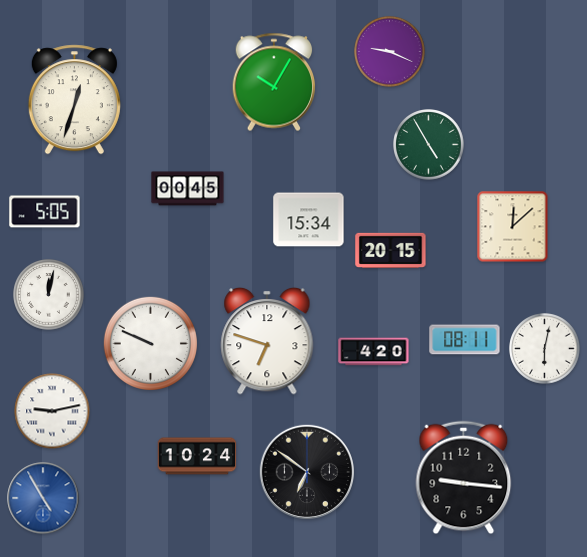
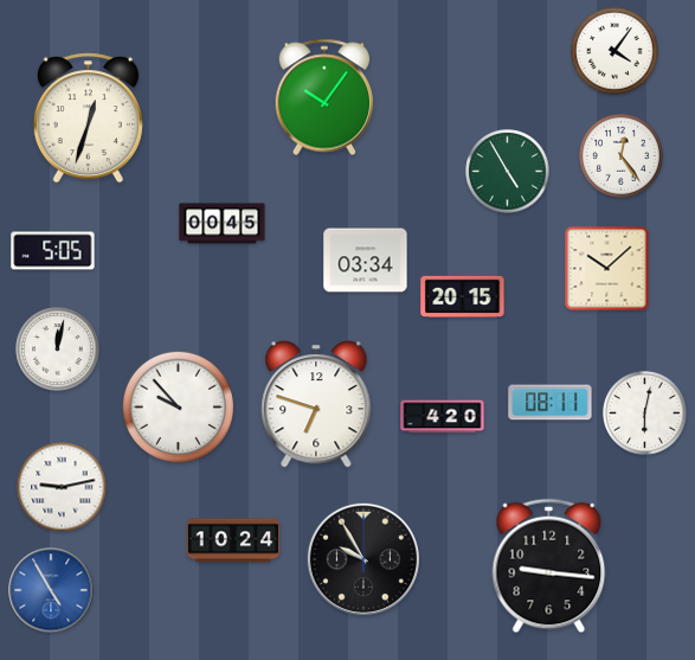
clock at (614, 51): none -> 4:06
clock at (390, 52): 9:19 -> none
clock at (274, 82): 10:05 -> 10:06
clock at (622, 156): none -> 12:24
clock at (309, 220): 15:34 -> 03:34
clock at (513, 227): 12:08 -> 10:08
clock at (150, 343): 9:49 -> 9:53
clock at (307, 472): 6:51 -> 9:55
